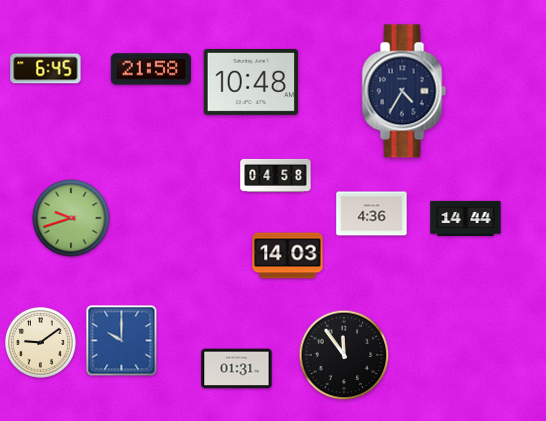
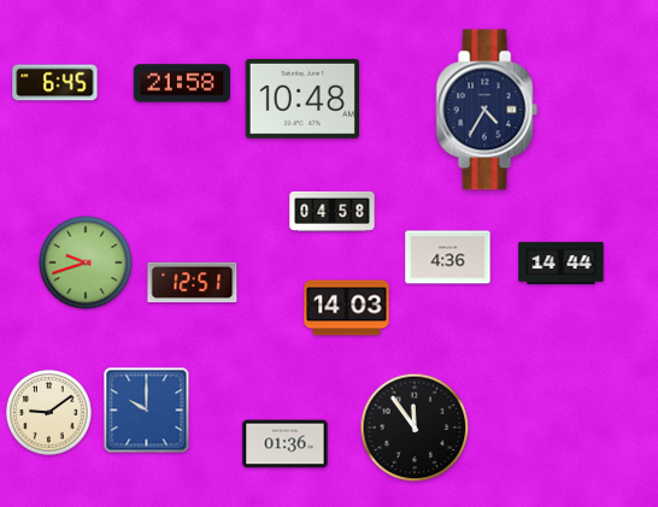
clock at (193, 283): none -> 12:51
clock at (237, 369): 01:31 -> 01:36
